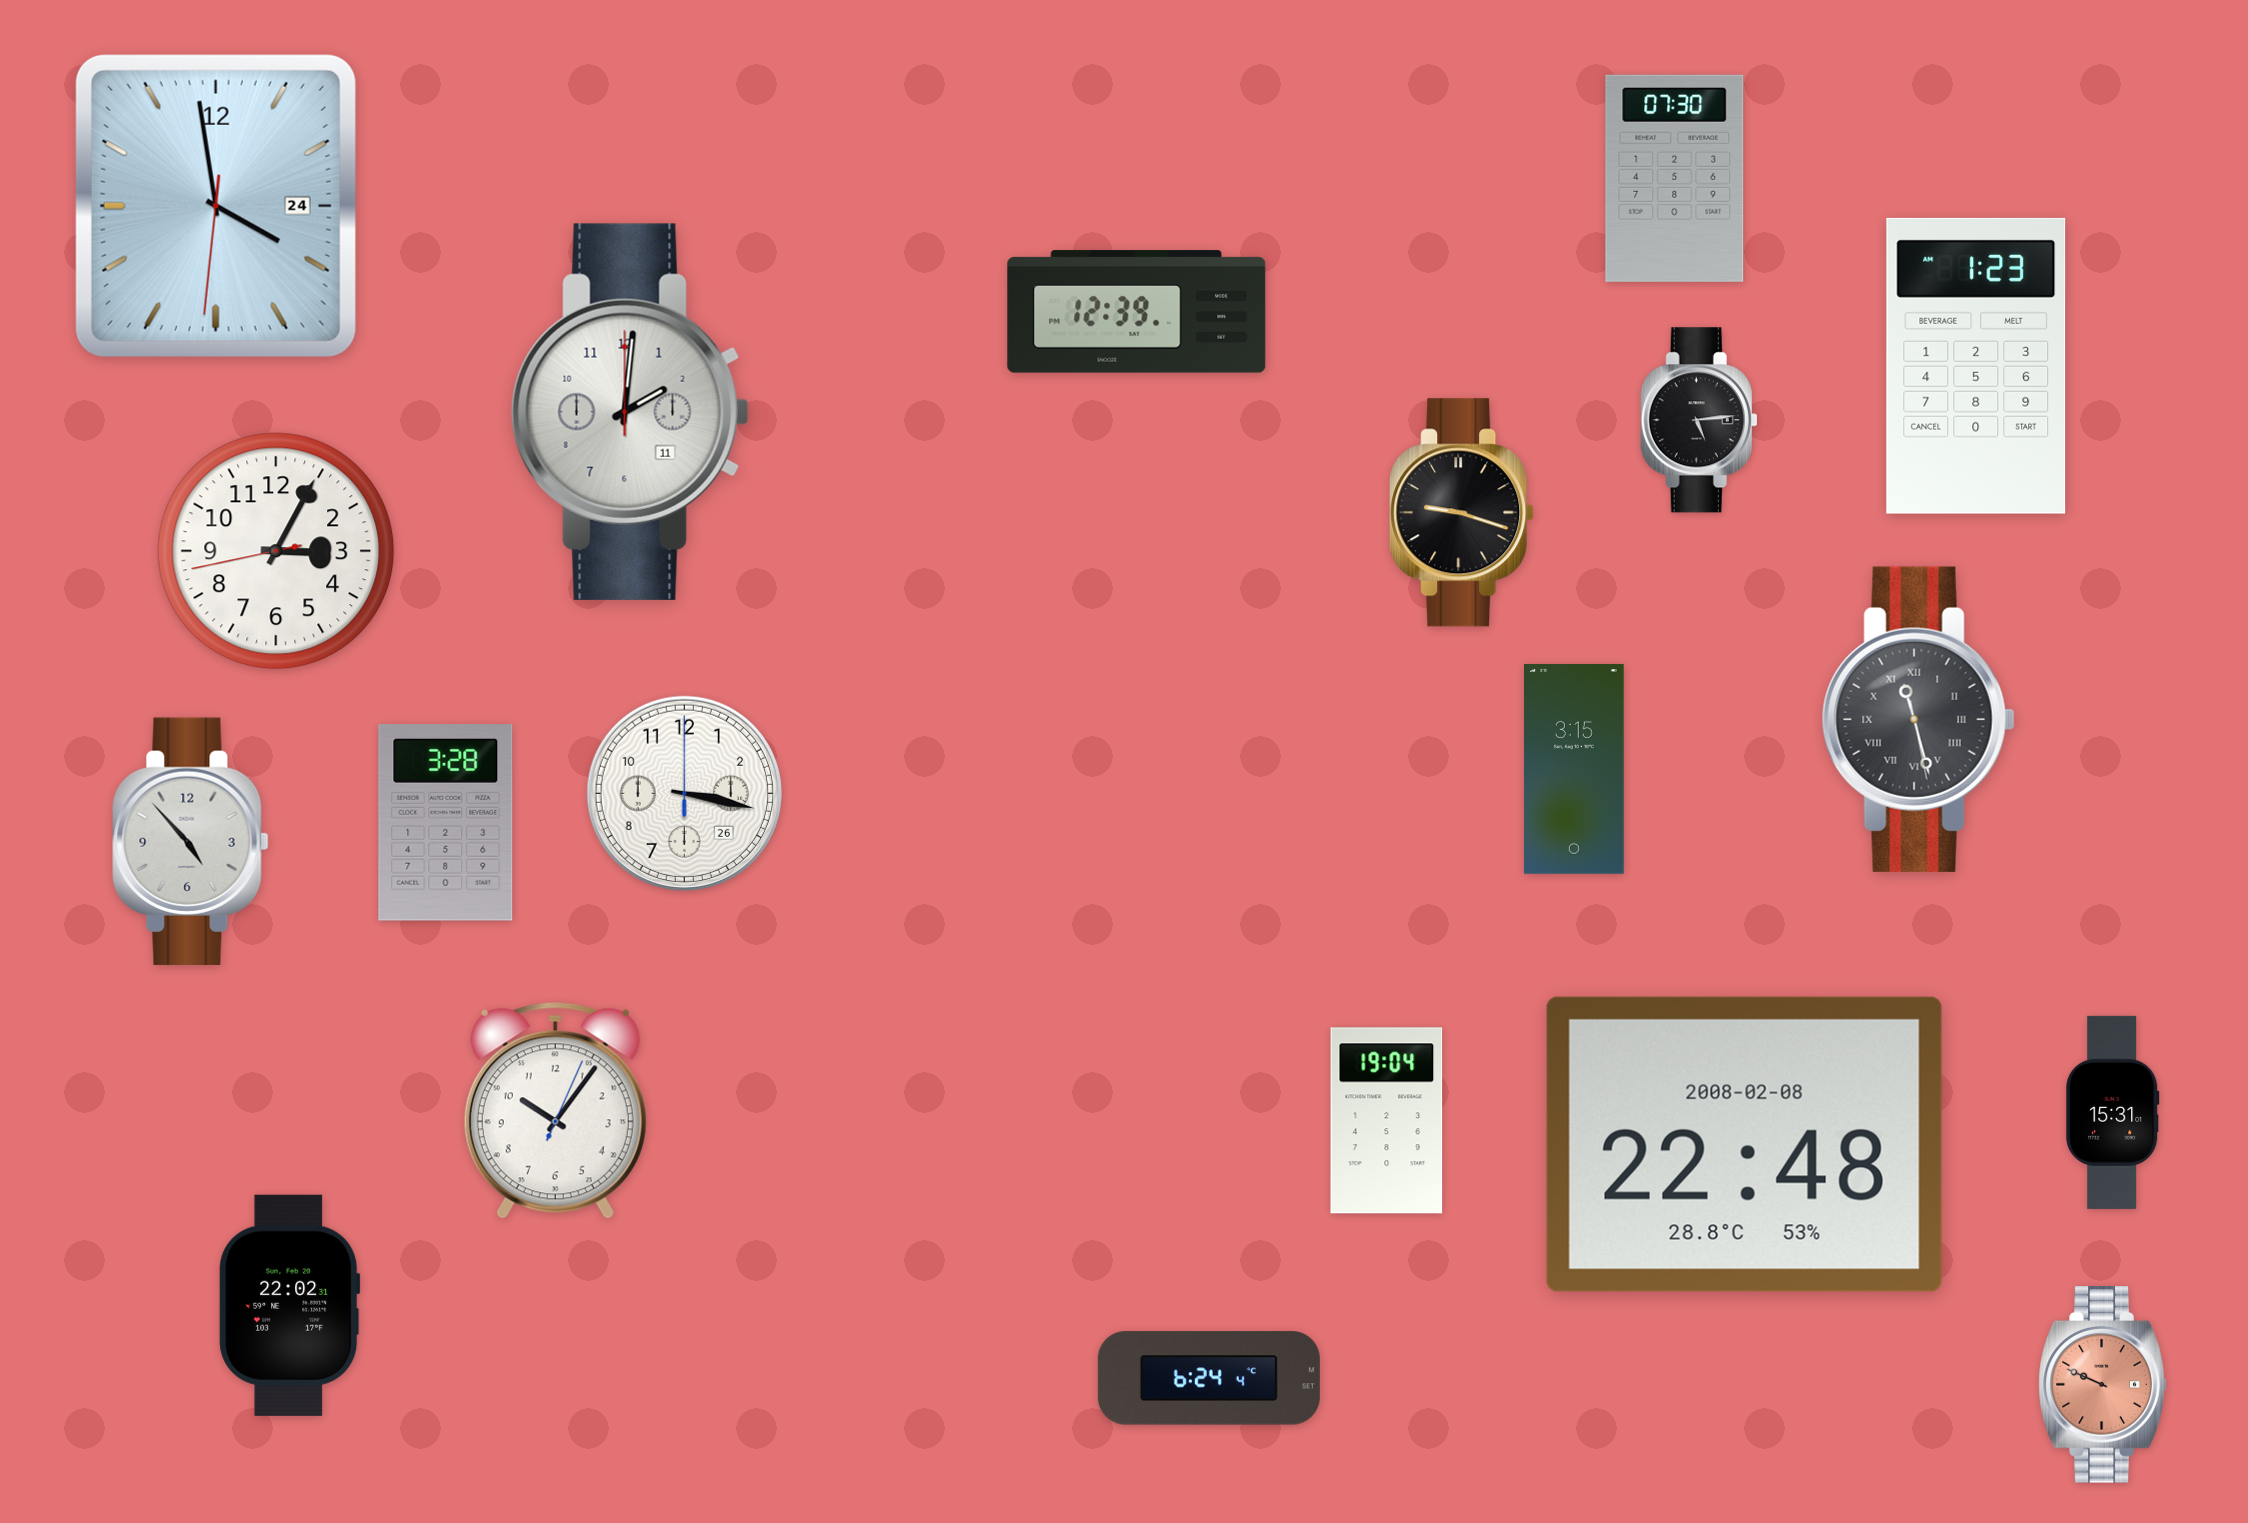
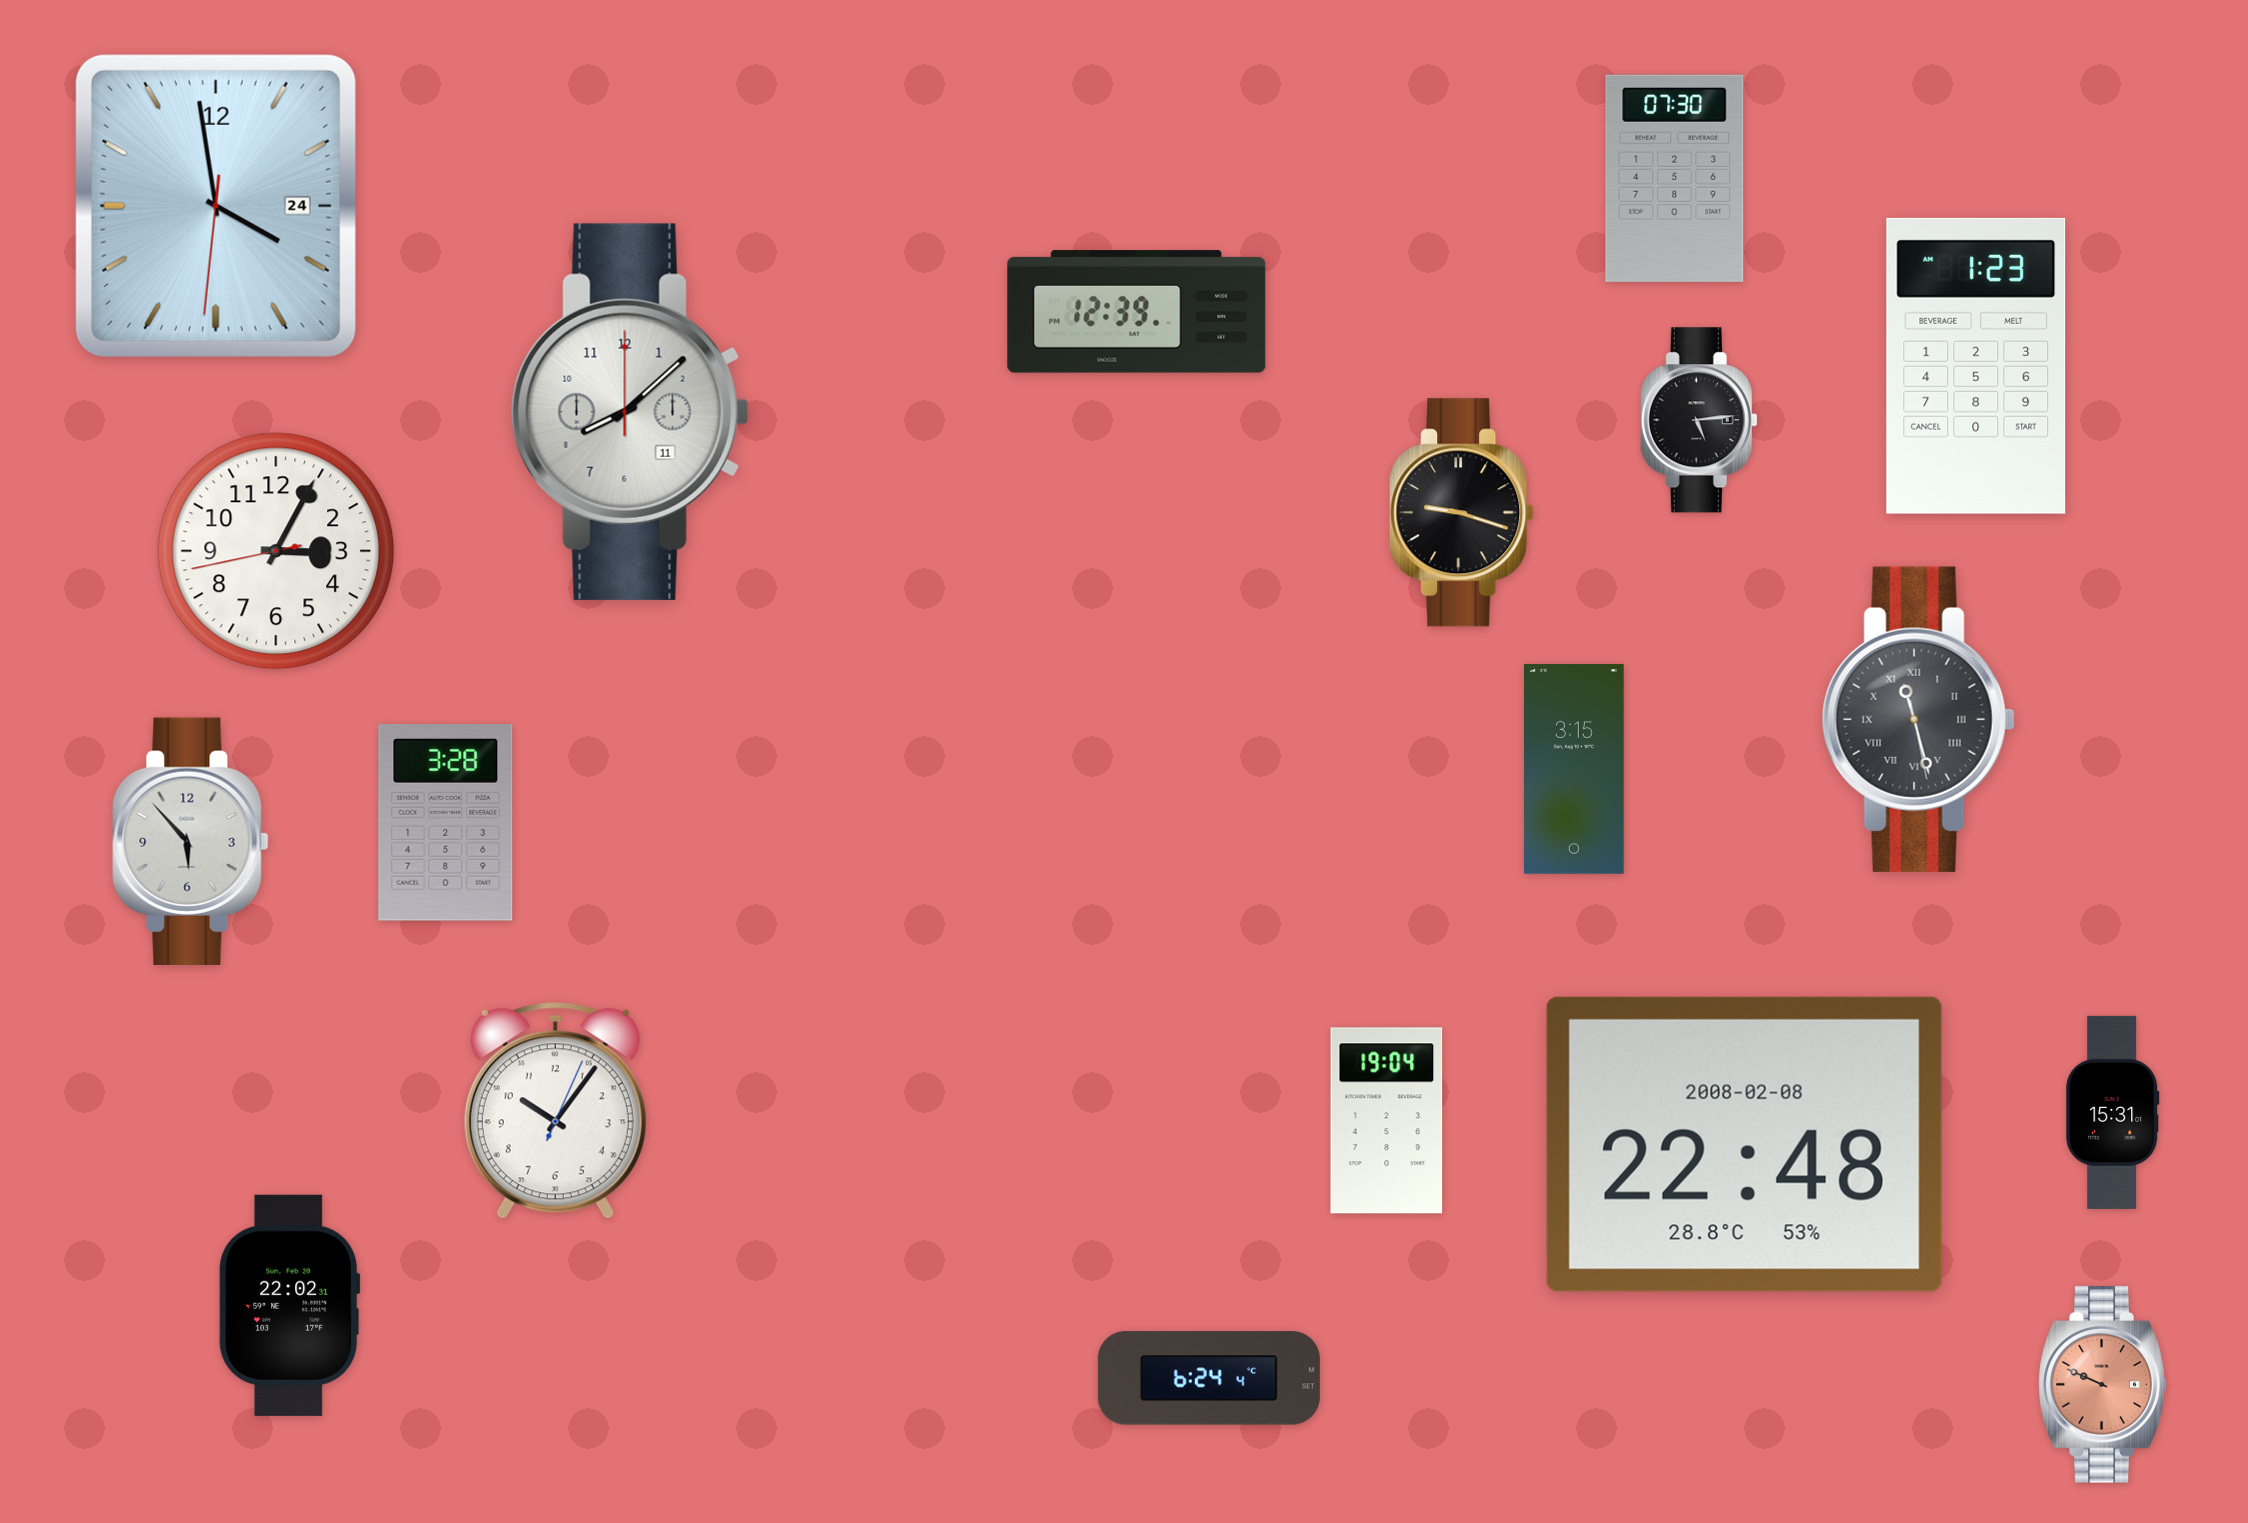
clock at (630, 412): 2:01 -> 8:08
clock at (684, 793): 3:17 -> none
clock at (191, 841): 4:53 -> 5:53
